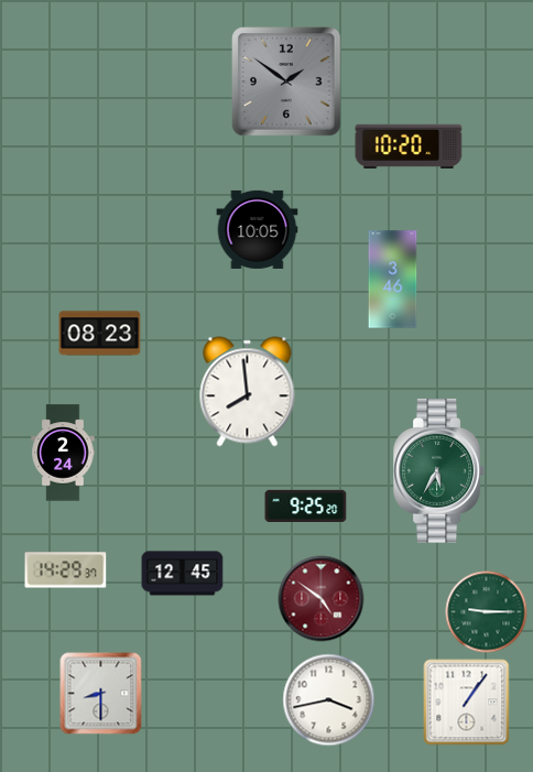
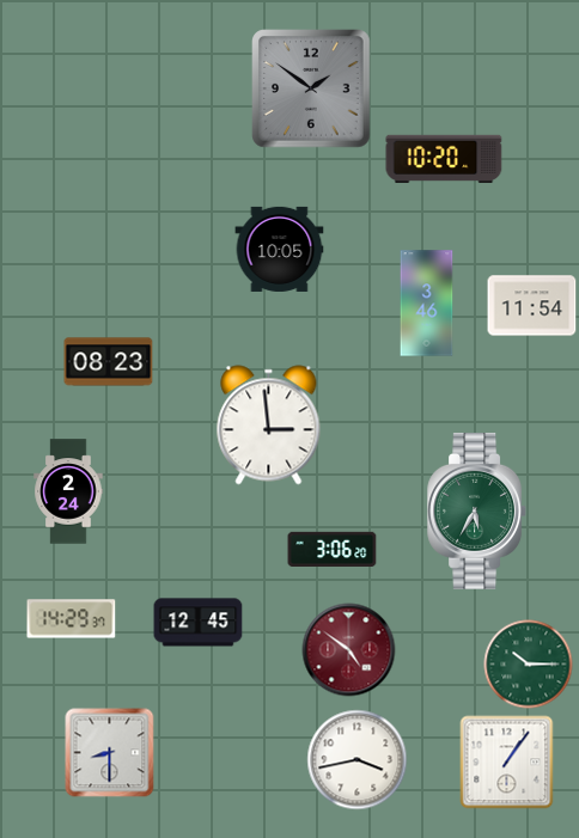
clock at (532, 306): none -> 11:54
clock at (248, 392): 7:59 -> 2:59
clock at (306, 505): 9:25 -> 3:06
clock at (487, 612): 9:15 -> 10:15
